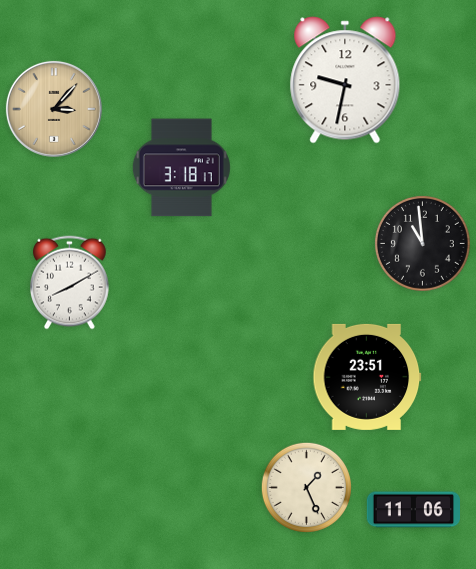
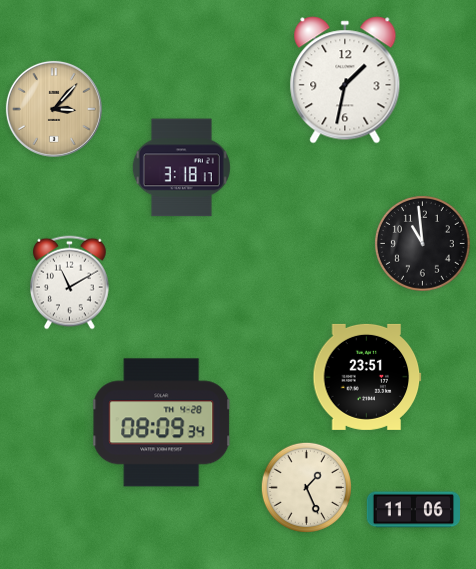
clock at (345, 80): 9:32 -> 1:32
clock at (70, 283): 8:10 -> 11:10
clock at (162, 423): none -> 08:09
